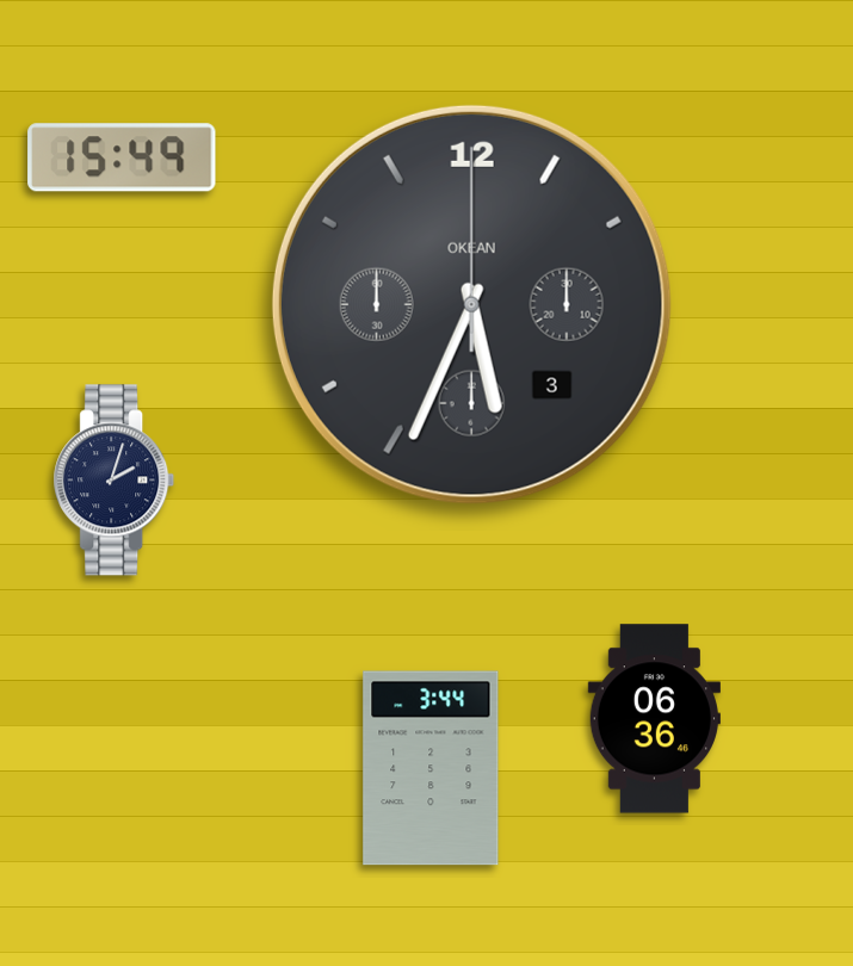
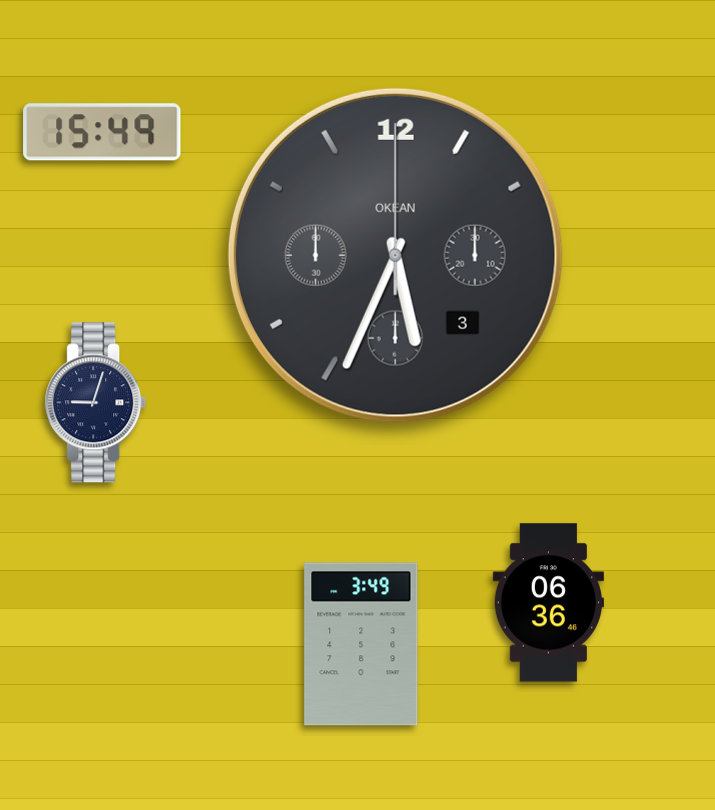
clock at (115, 481): 2:03 -> 9:03
clock at (431, 768): 3:44 -> 3:49
